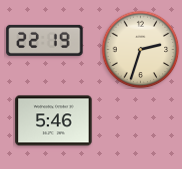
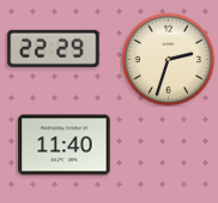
clock at (45, 40): 22:19 -> 22:29
clock at (54, 121): 5:46 -> 11:40
